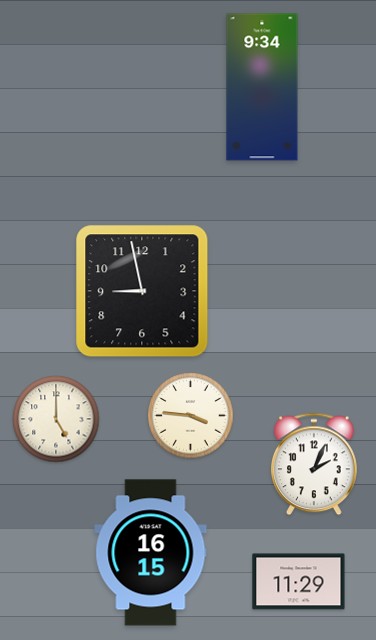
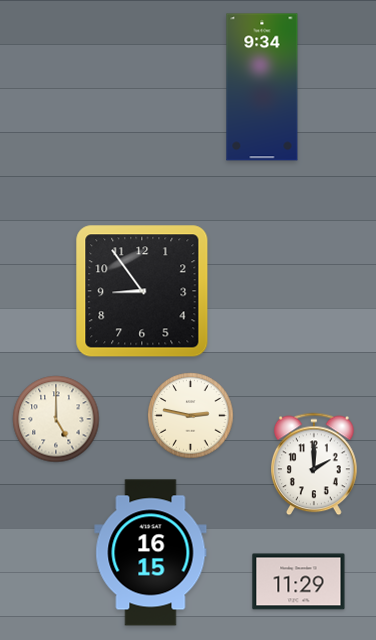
clock at (142, 291): 8:58 -> 8:54
clock at (191, 416): 3:46 -> 2:47
clock at (315, 464): 2:04 -> 2:00
